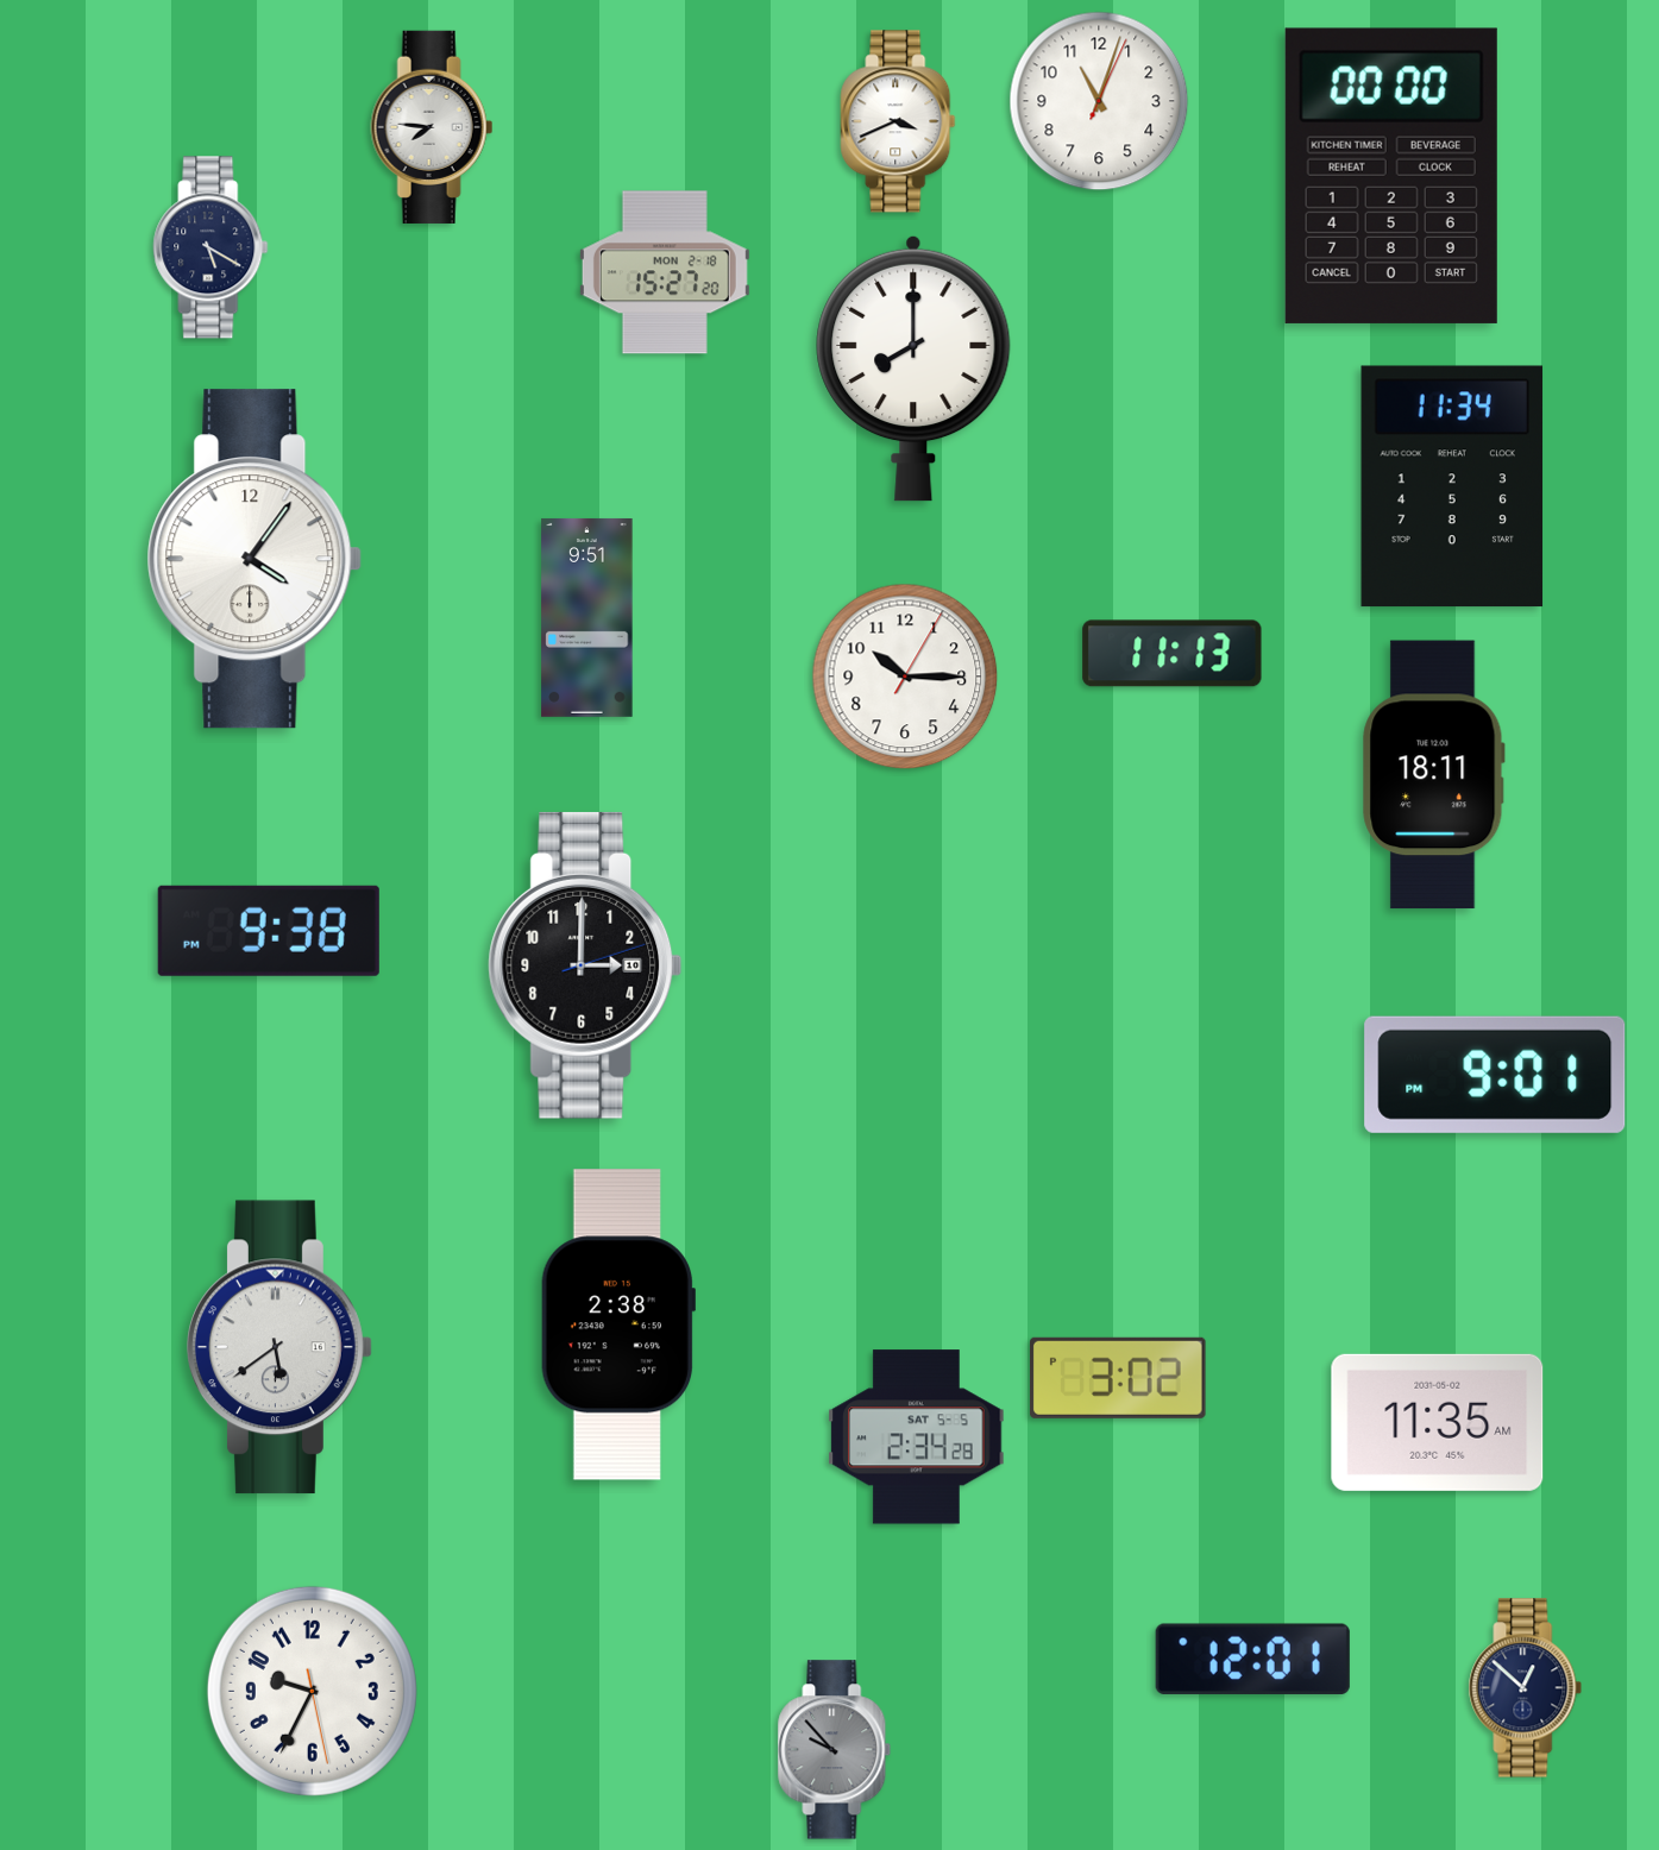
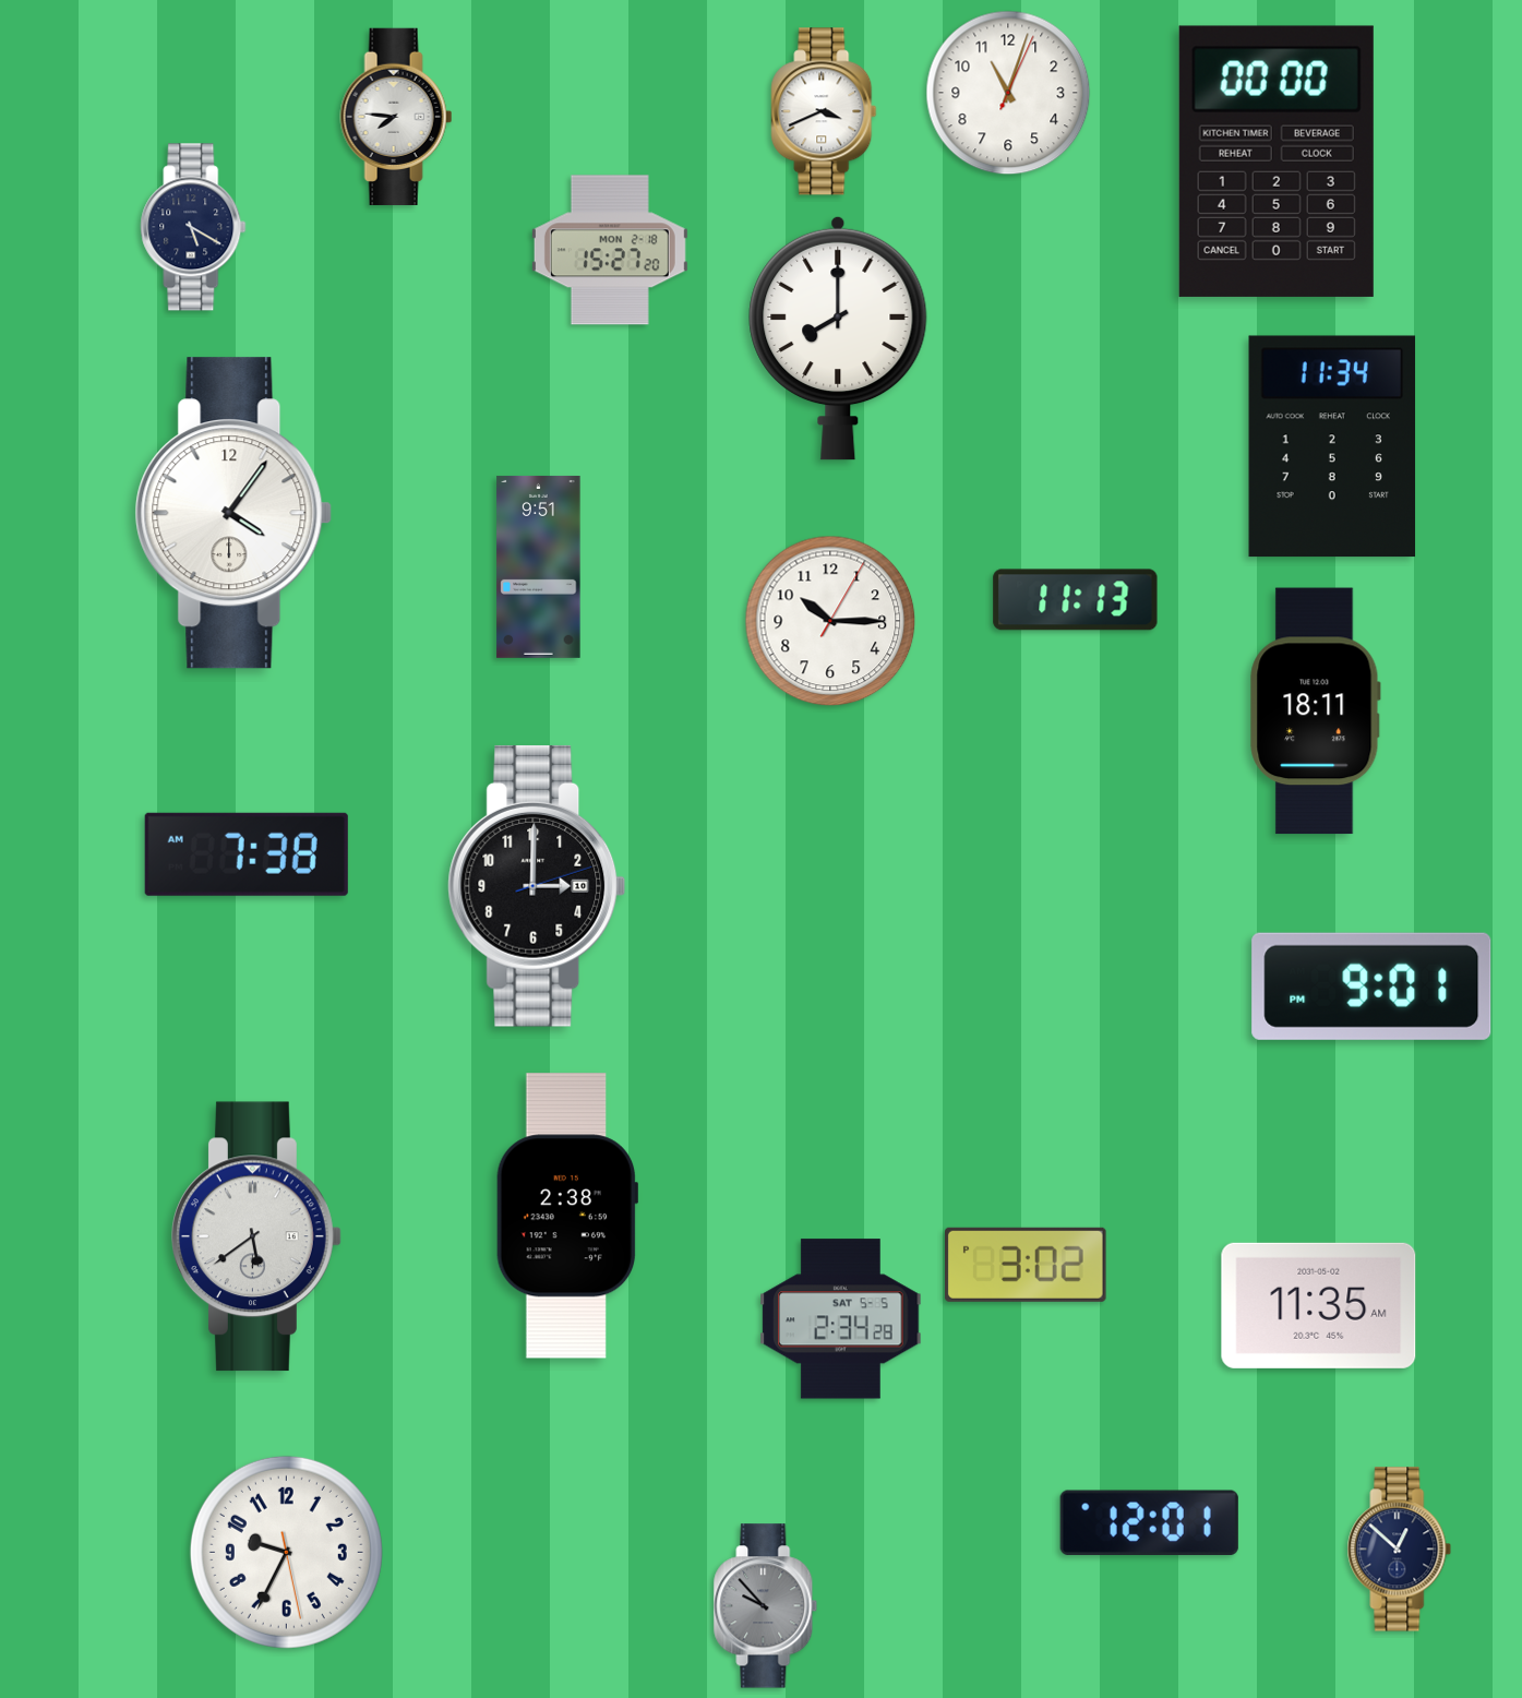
clock at (269, 931): 9:38 -> 7:38
